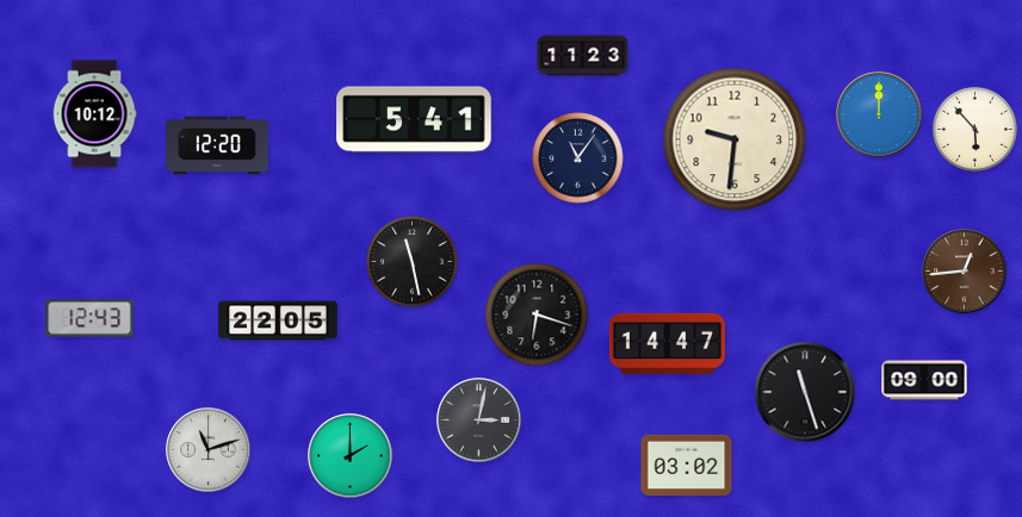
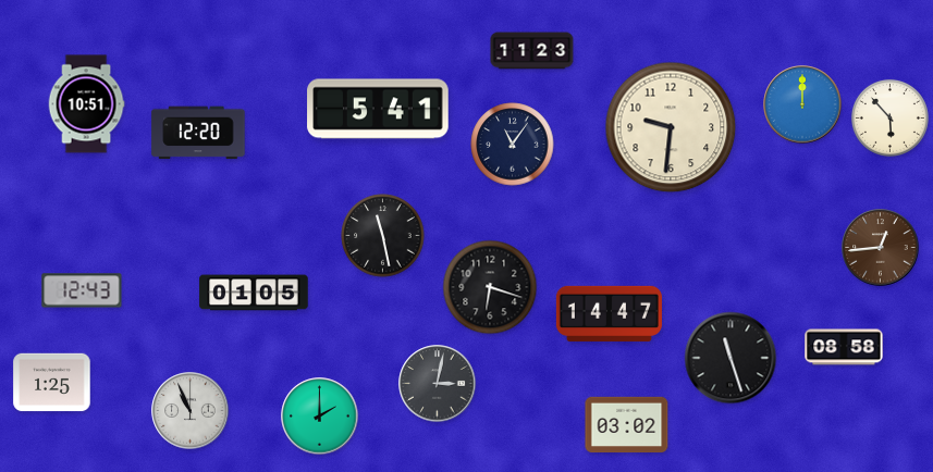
clock at (94, 114): 10:12 -> 10:51
clock at (578, 158) position: (578, 158) -> (513, 145)
clock at (413, 262) position: (413, 262) -> (383, 236)
clock at (278, 320): 22:05 -> 01:05
clock at (924, 380): 09:00 -> 08:58
clock at (805, 392) position: (805, 392) -> (731, 358)
clock at (52, 383): none -> 1:25
clock at (209, 450): 11:12 -> 10:56
